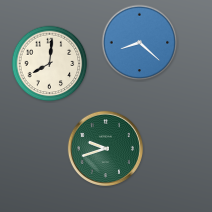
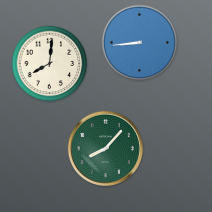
clock at (140, 43): 8:22 -> 8:44
clock at (105, 148): 9:42 -> 8:07
